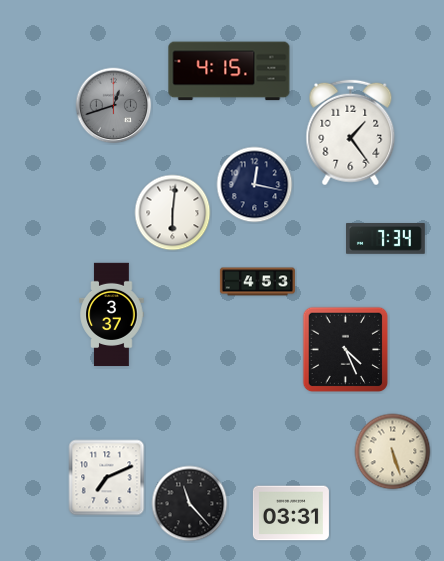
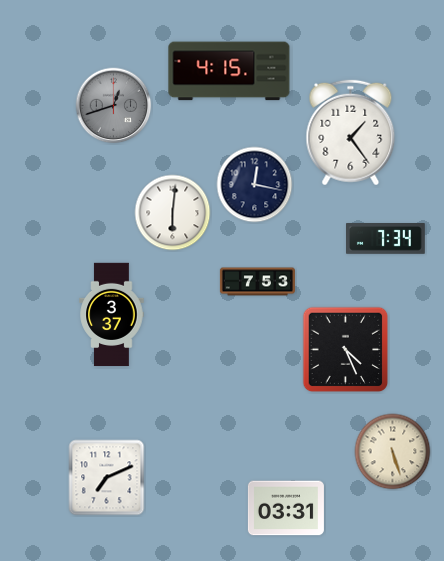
clock at (257, 282): 4:53 -> 7:53
clock at (190, 504): 11:23 -> none
clock at (291, 513) position: (291, 513) -> (286, 508)
